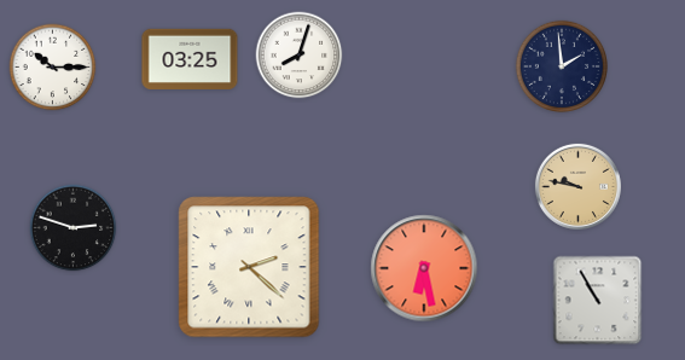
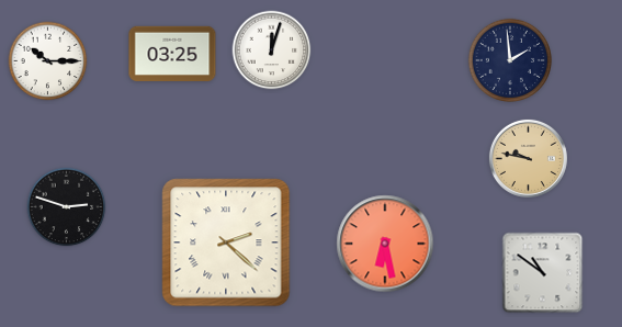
clock at (300, 56): 8:03 -> 12:03
clock at (577, 186) position: (577, 186) -> (528, 158)
clock at (598, 301): 10:55 -> 10:51
